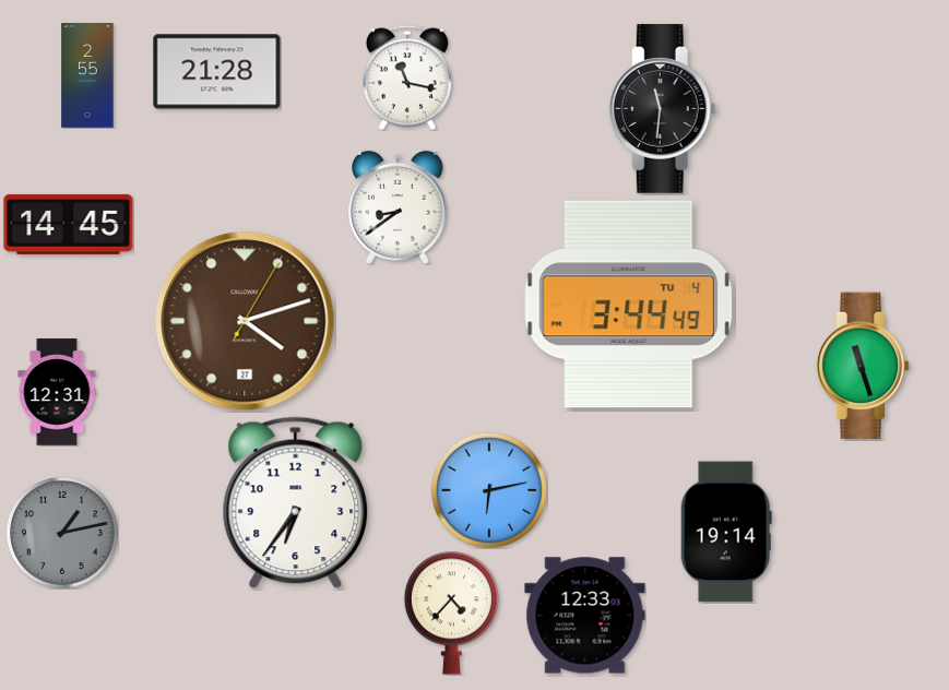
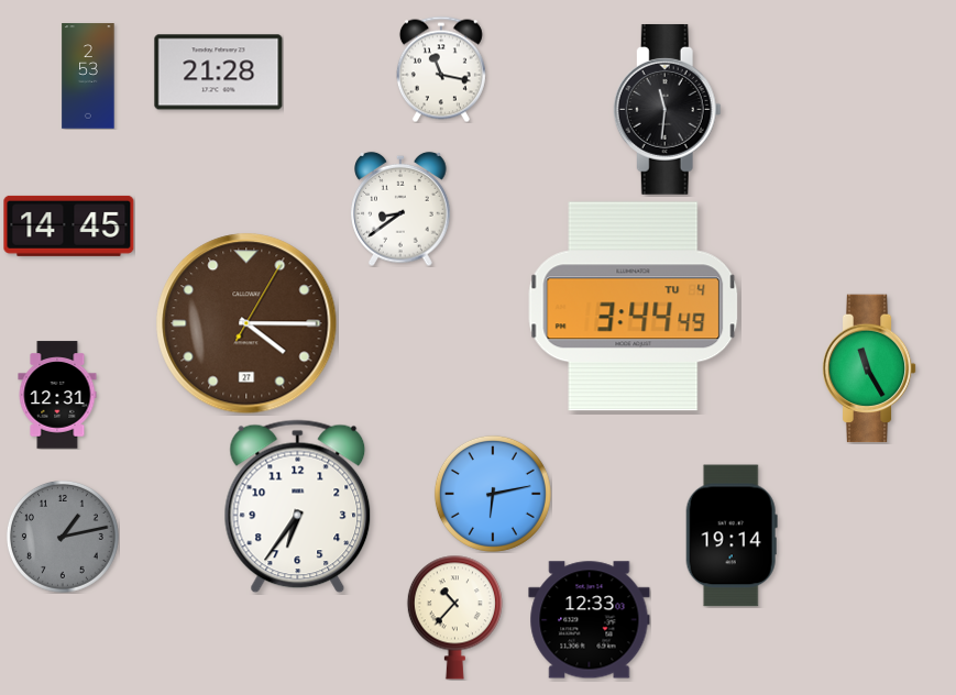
clock at (87, 75): 2:55 -> 2:53
clock at (407, 78) position: (407, 78) -> (441, 69)
clock at (245, 321): 4:12 -> 4:15
clock at (863, 366): 11:27 -> 11:25
clock at (451, 612): 4:37 -> 10:37
